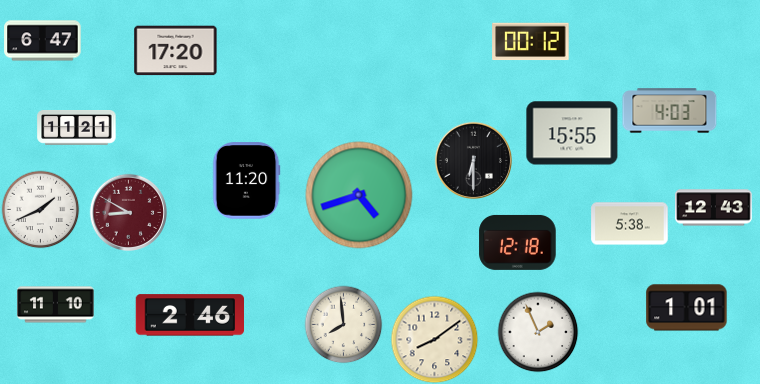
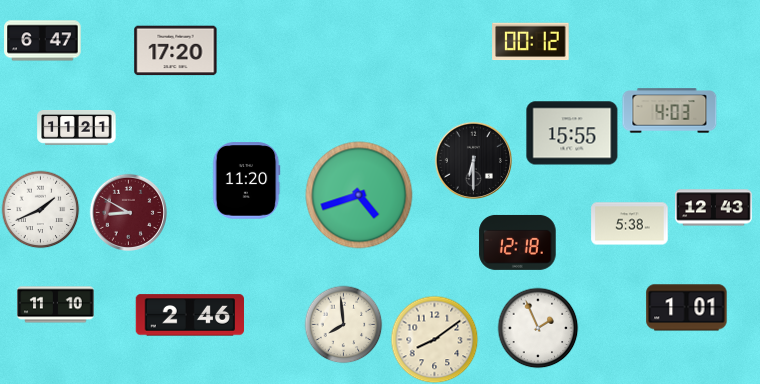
clock at (538, 332) position: (538, 332) -> (538, 328)
